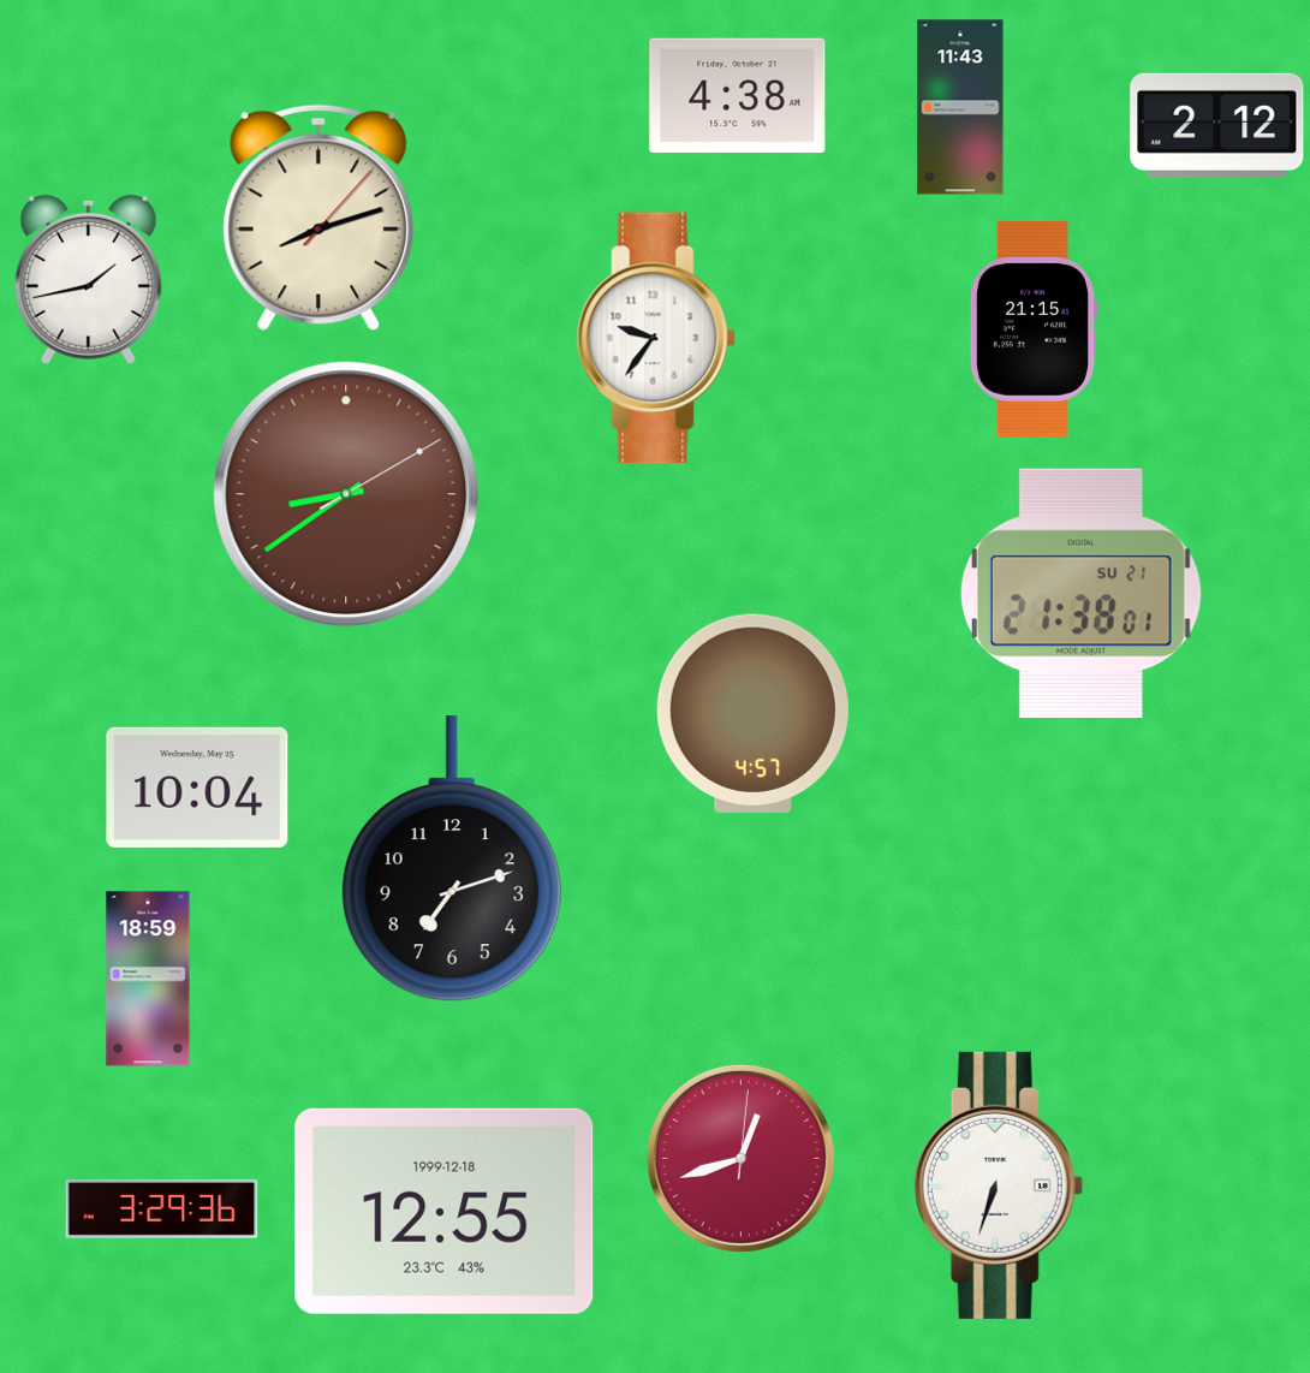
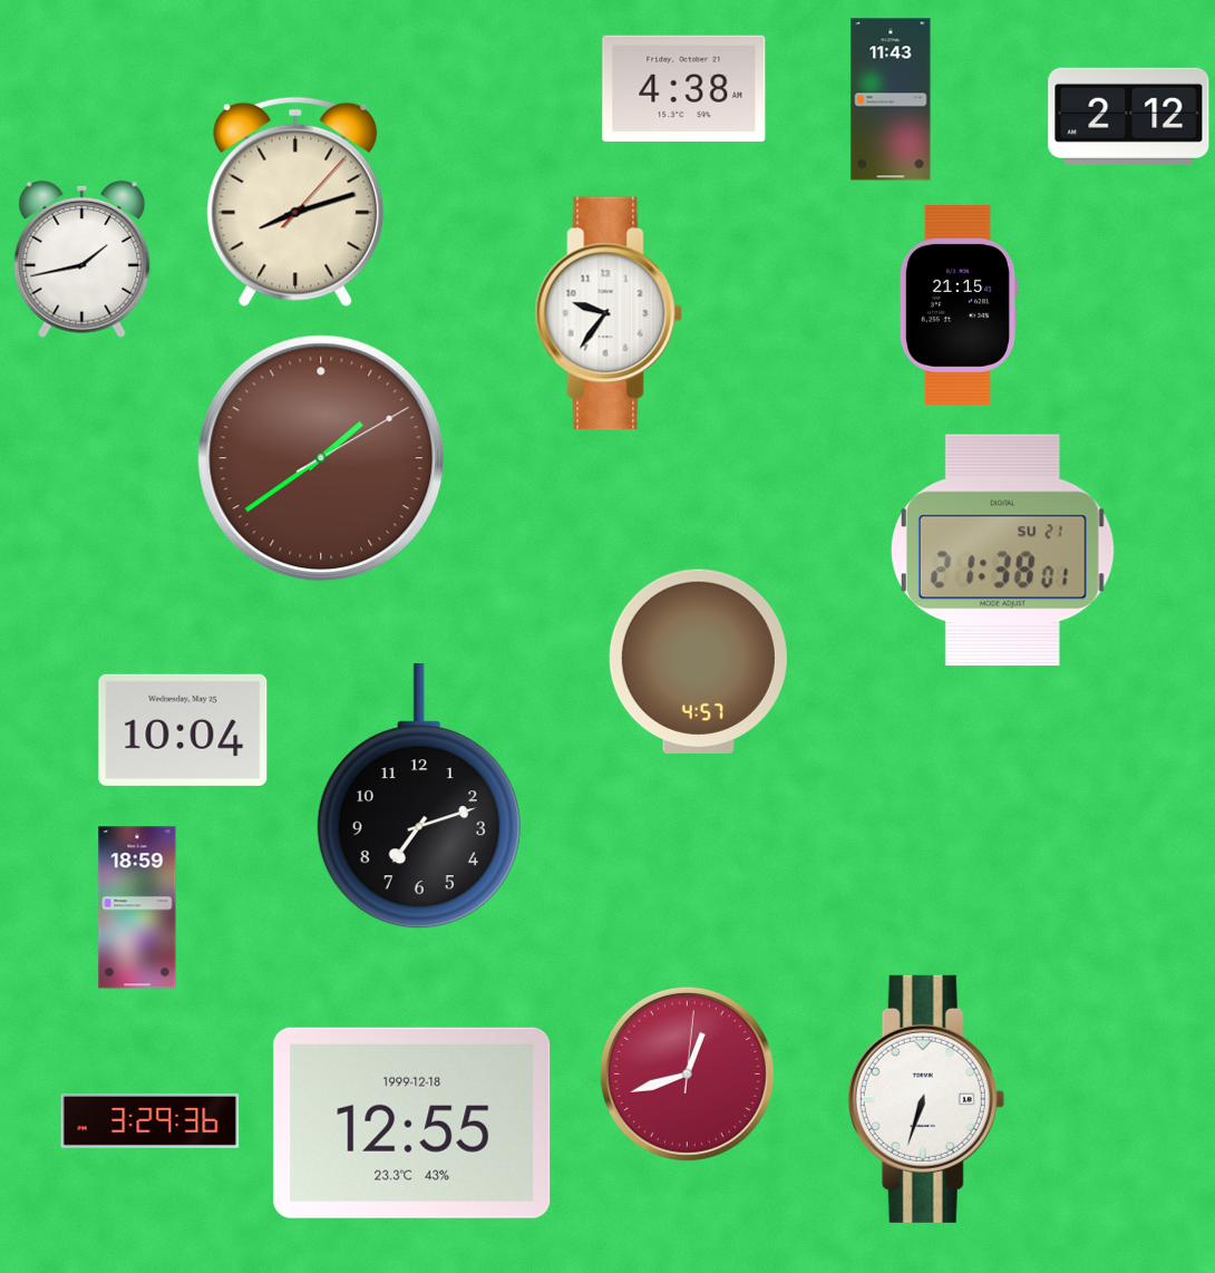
clock at (346, 494): 8:39 -> 1:39
